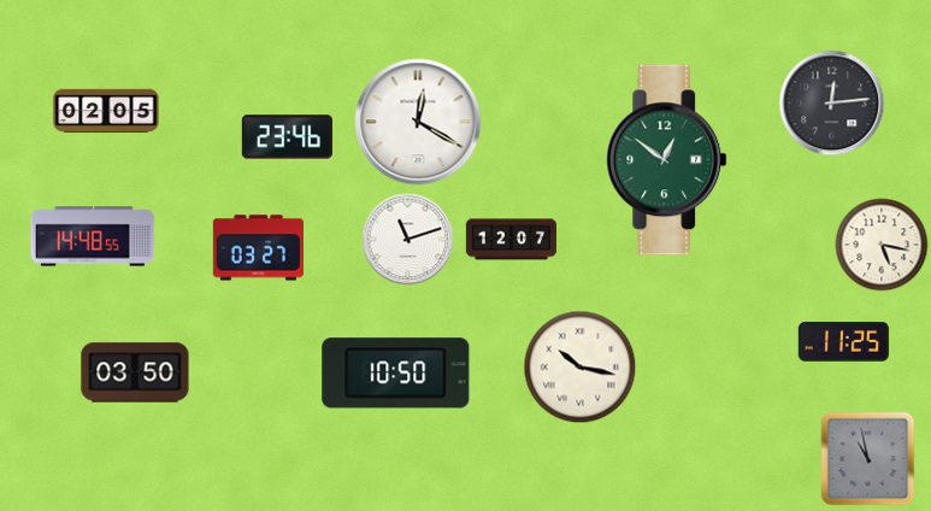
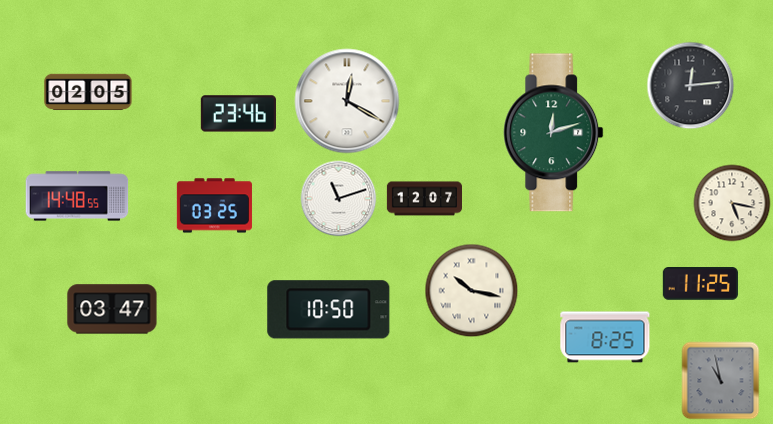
clock at (667, 160): 12:51 -> 12:12
clock at (258, 248): 03:27 -> 03:25
clock at (581, 368) position: (581, 368) -> (472, 291)
clock at (135, 372): 03:50 -> 03:47
clock at (605, 337): none -> 8:25
